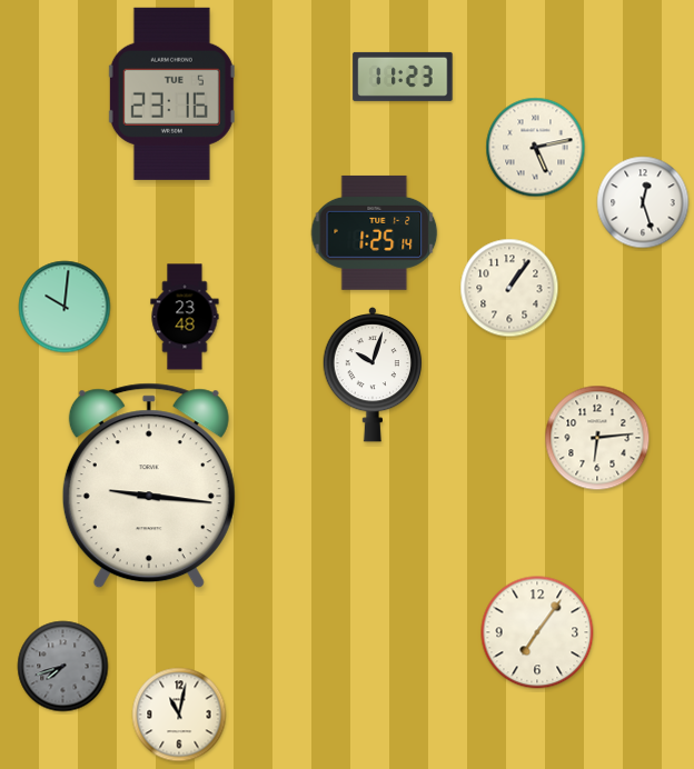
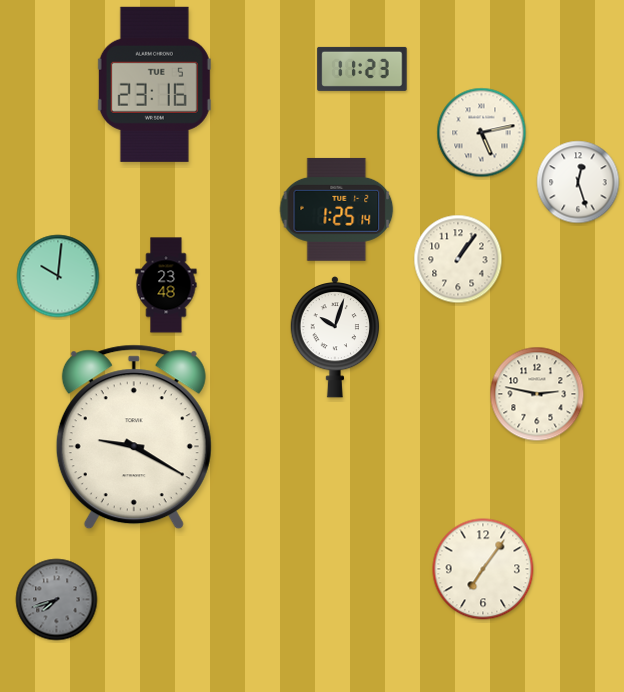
clock at (597, 438): 6:14 -> 2:47
clock at (149, 486): 9:16 -> 9:20
clock at (179, 715): 11:02 -> none
